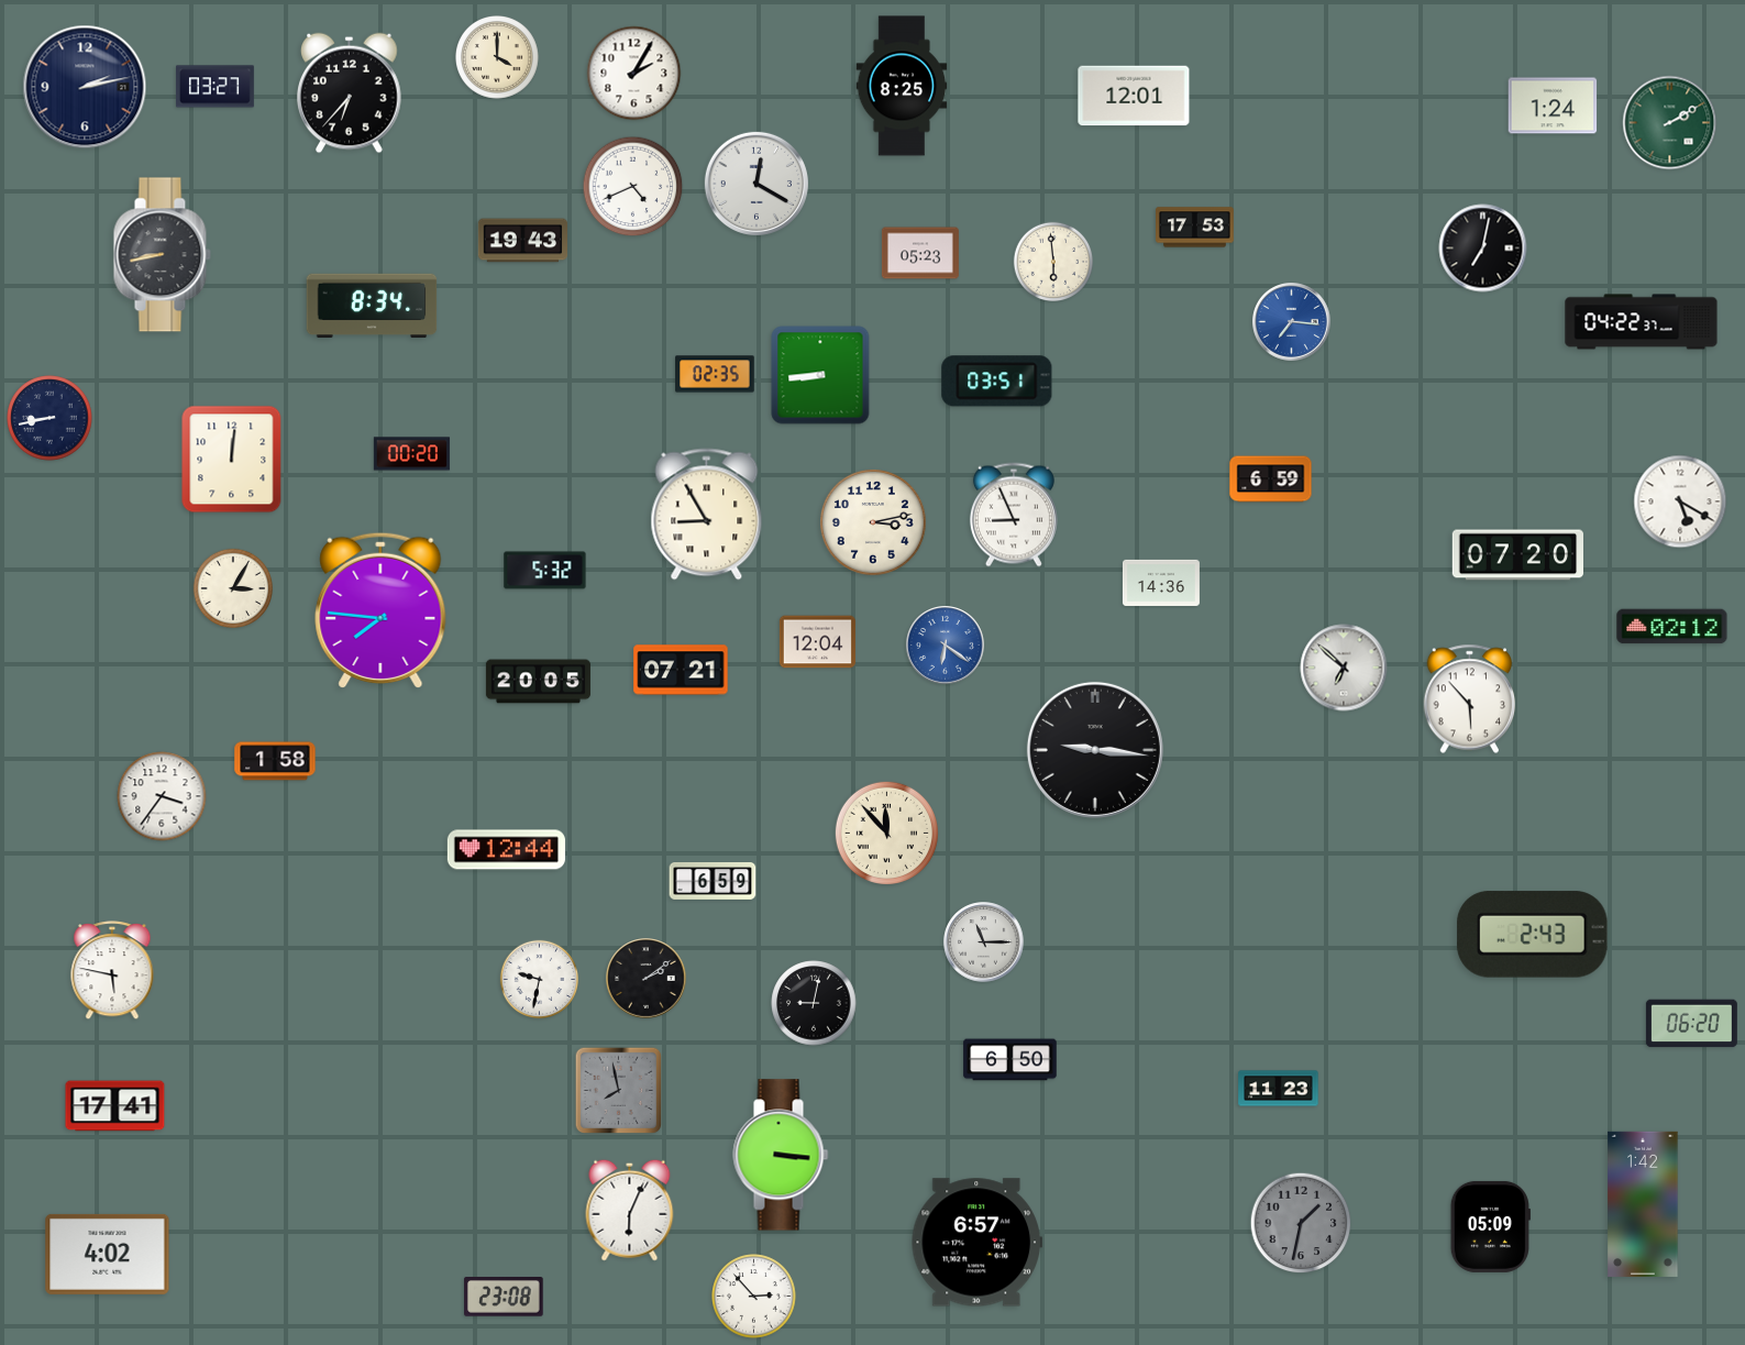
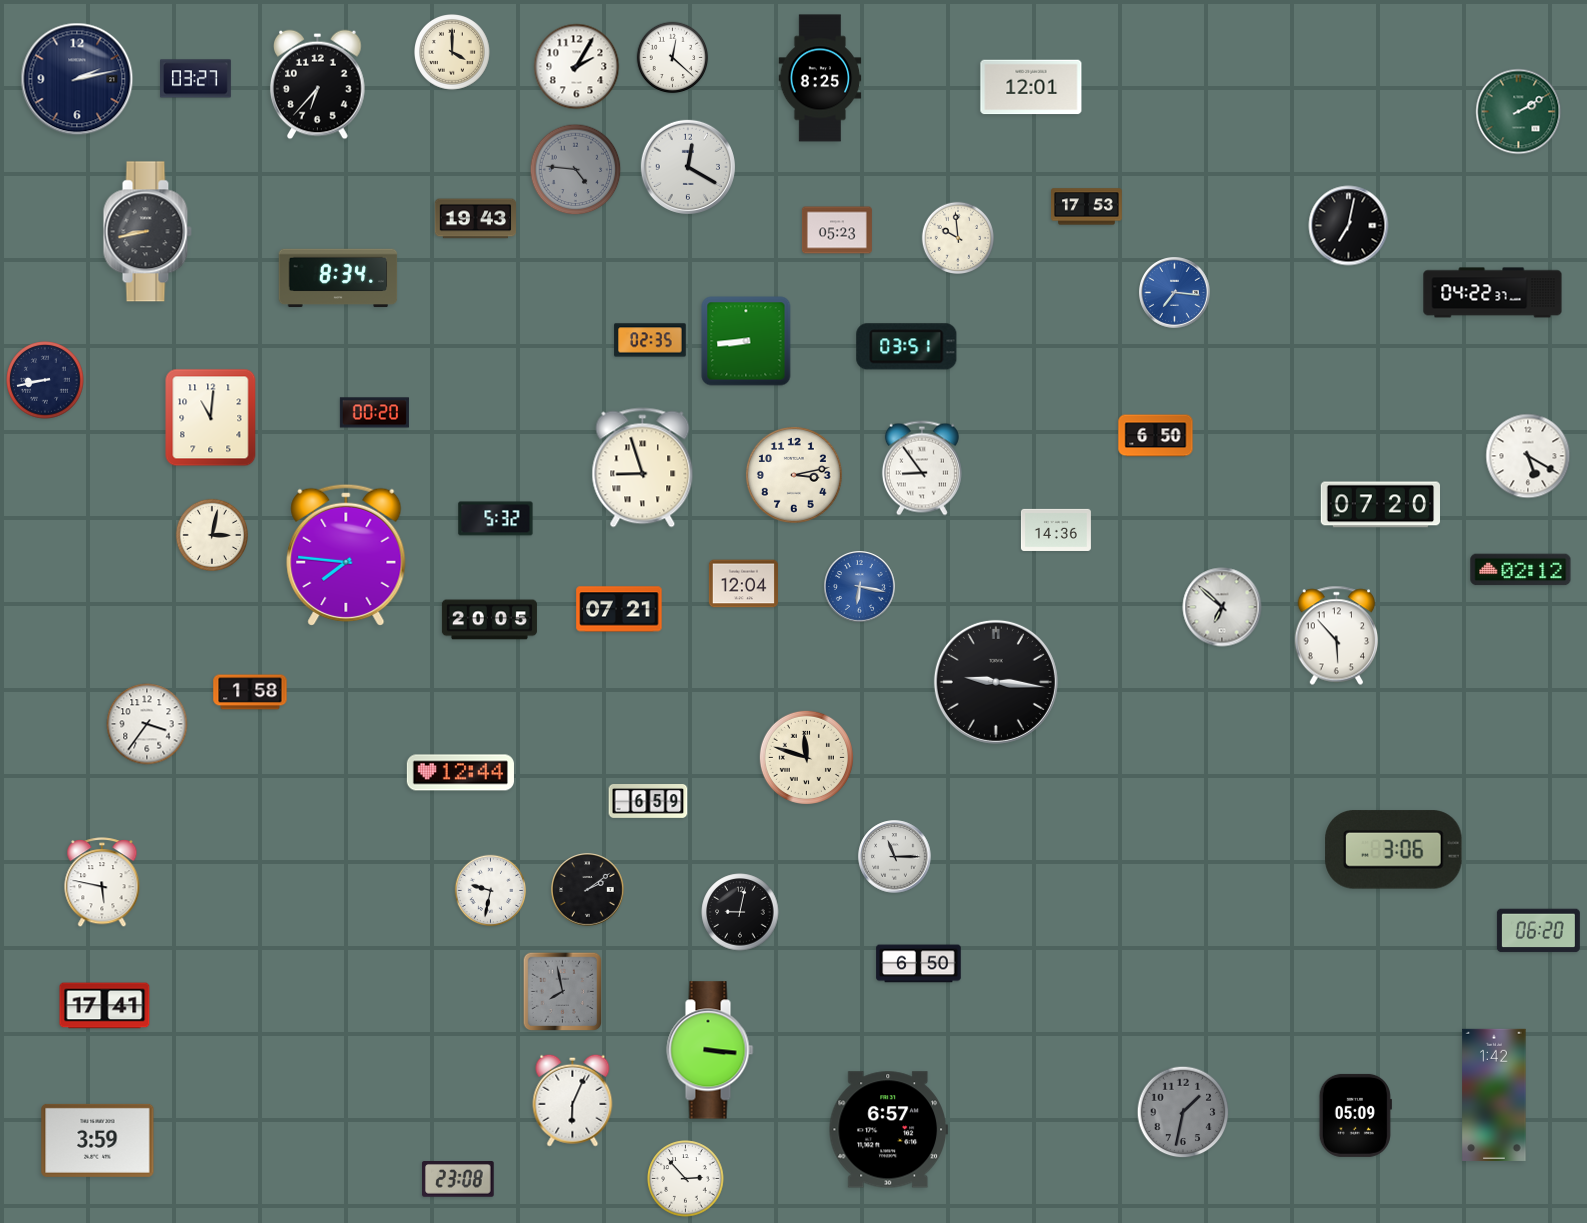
clock at (673, 58): none -> 12:22
clock at (1553, 106): 1:24 -> none
clock at (633, 187): 4:41 -> 4:46
clock at (633, 187) dial: white -> grey
clock at (1052, 261): 5:59 -> 9:59
clock at (232, 460): 12:01 -> 11:01
clock at (1271, 479): 6:59 -> 6:50
clock at (707, 515): 8:55 -> 8:57
clock at (1014, 515): 8:56 -> 8:54
clock at (232, 587): 3:05 -> 3:02
clock at (946, 646): 6:21 -> 6:17
clock at (886, 833): 11:53 -> 11:48
clock at (1533, 935): 2:43 -> 3:06
clock at (1279, 1089): 11:23 -> none
clock at (108, 1254): 4:02 -> 3:59
